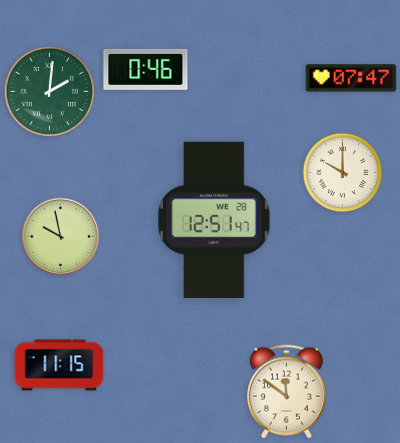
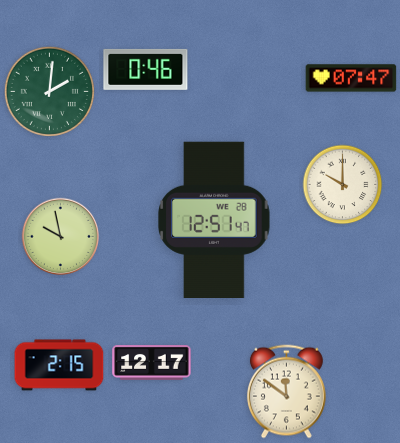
clock at (343, 173) position: (343, 173) -> (343, 185)
clock at (152, 363): none -> 12:17
clock at (59, 365): 11:15 -> 2:15
